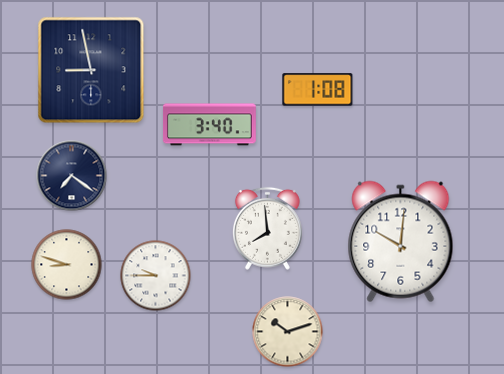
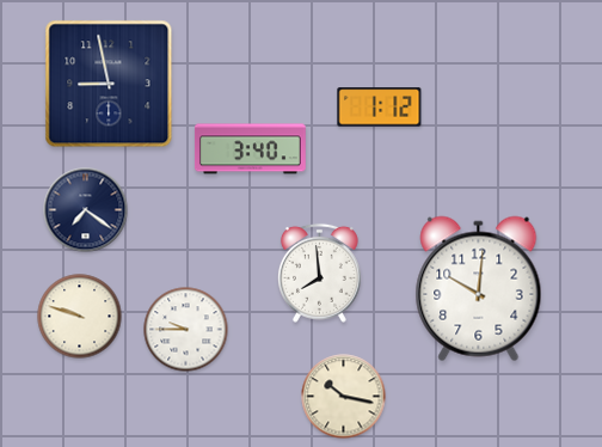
clock at (318, 90): 1:08 -> 1:12
clock at (67, 265): 8:48 -> 9:48
clock at (288, 332): 10:12 -> 10:17
